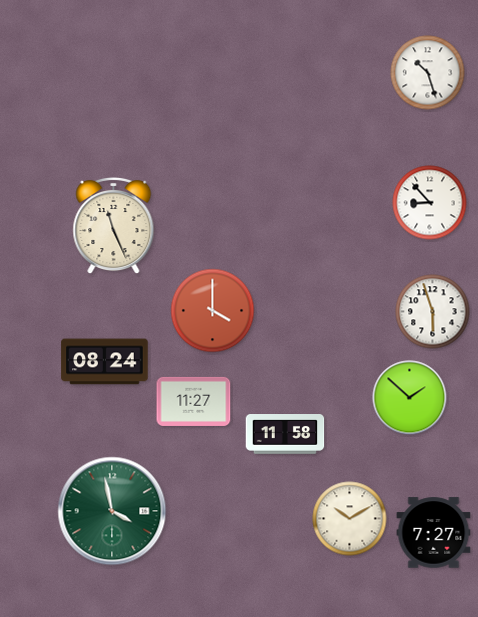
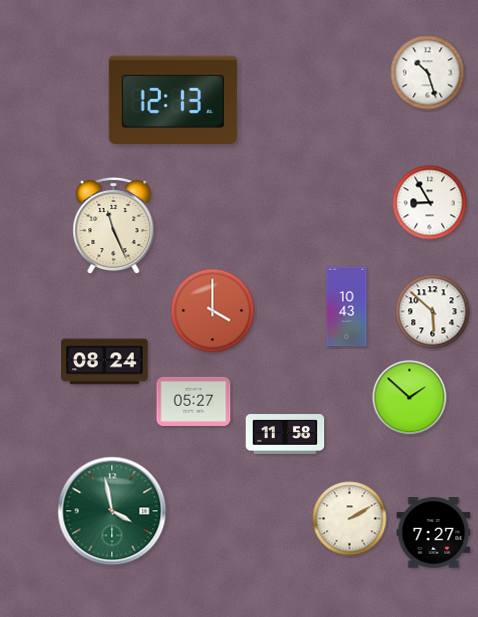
clock at (173, 99): none -> 12:13
clock at (430, 203): 8:53 -> 8:55
clock at (347, 307): none -> 10:43
clock at (433, 312): 5:57 -> 5:52
clock at (194, 401): 11:27 -> 05:27
clock at (350, 519): 10:10 -> 2:10
